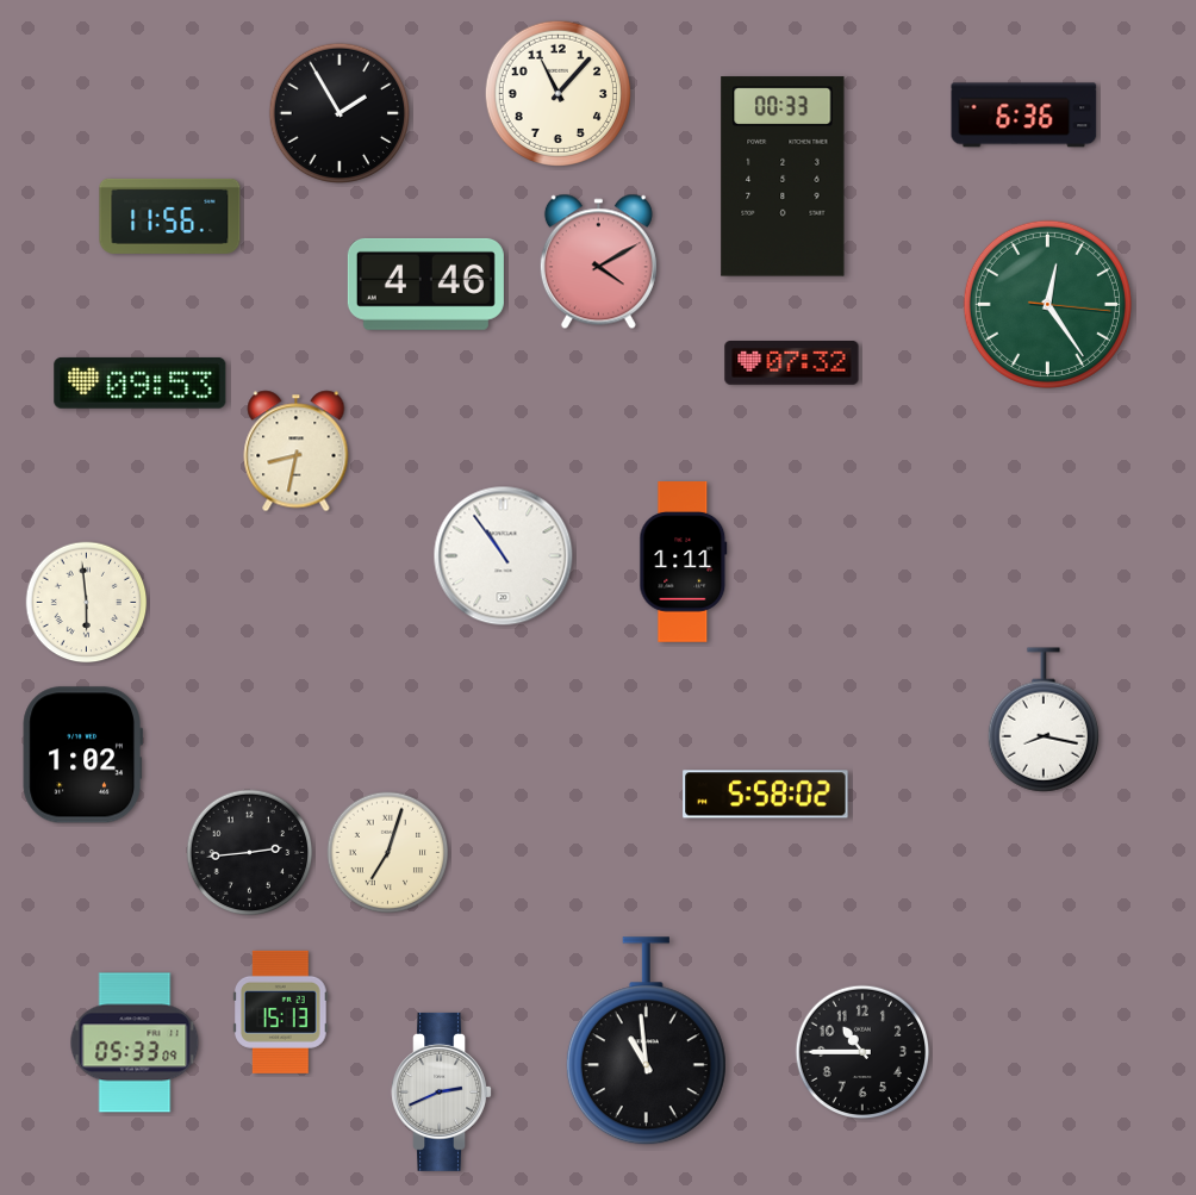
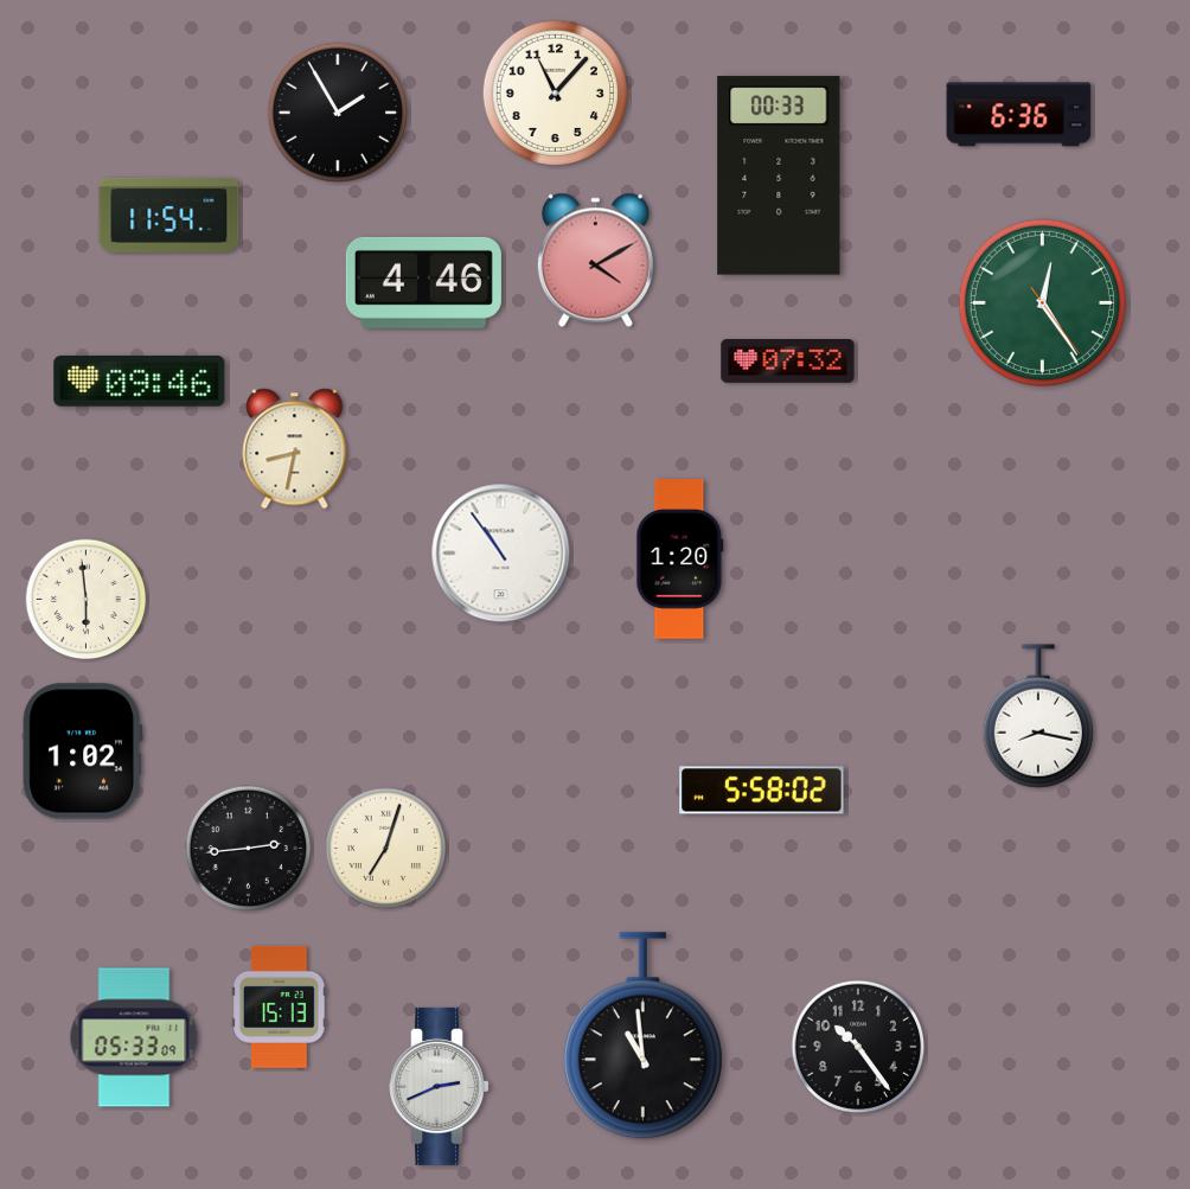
clock at (170, 216): 11:56 -> 11:54
clock at (1047, 304): 12:24:16 -> 12:24:24
clock at (141, 382): 09:53 -> 09:46
clock at (684, 562): 1:11 -> 1:20
clock at (862, 1052): 10:45 -> 10:24
